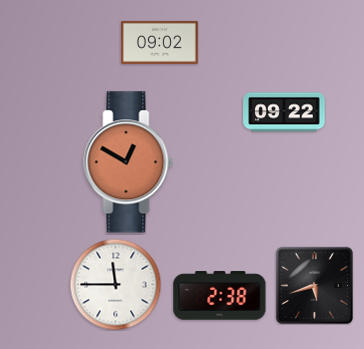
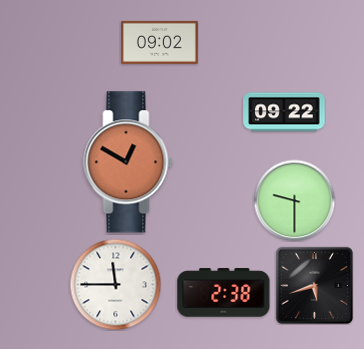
clock at (294, 200): none -> 9:30
clock at (220, 296) position: (220, 296) -> (224, 293)
